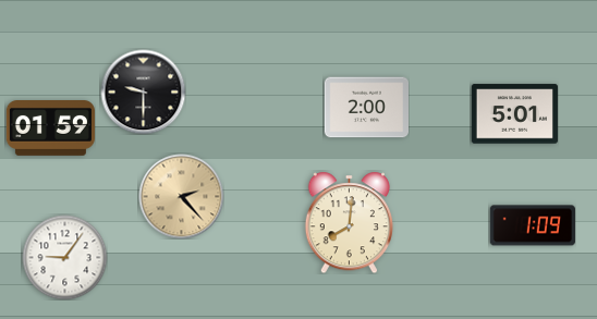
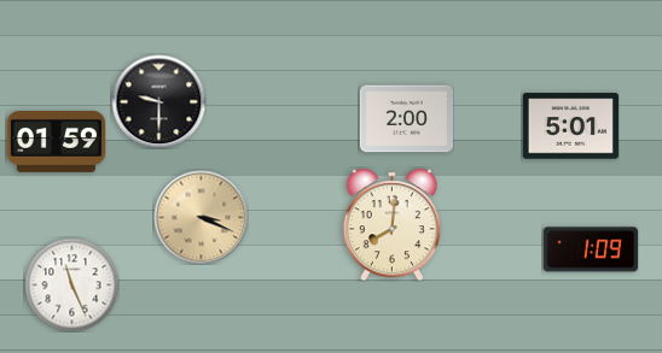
clock at (181, 196): 2:23 -> 3:19
clock at (349, 222) position: (349, 222) -> (391, 224)
clock at (64, 257): 9:06 -> 11:26
